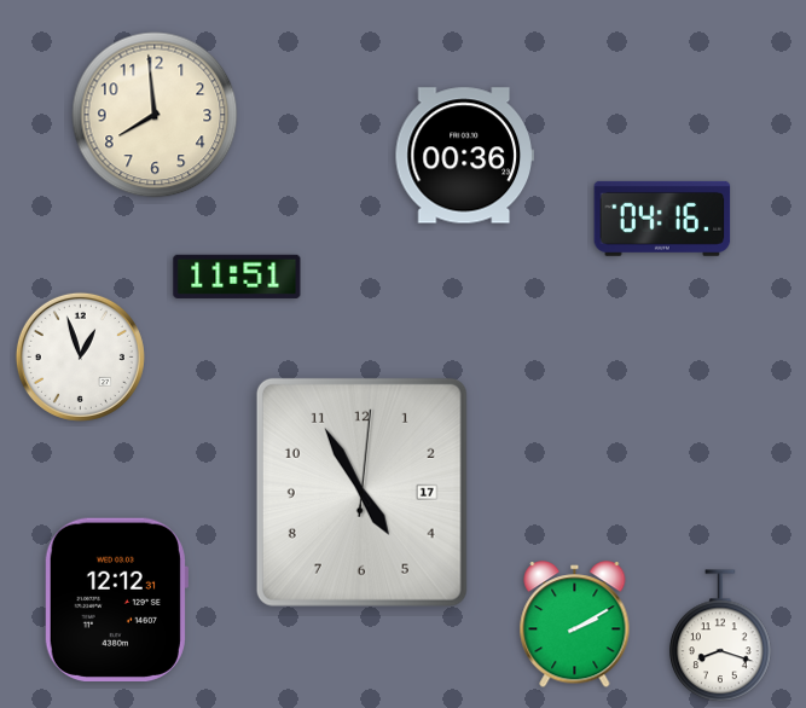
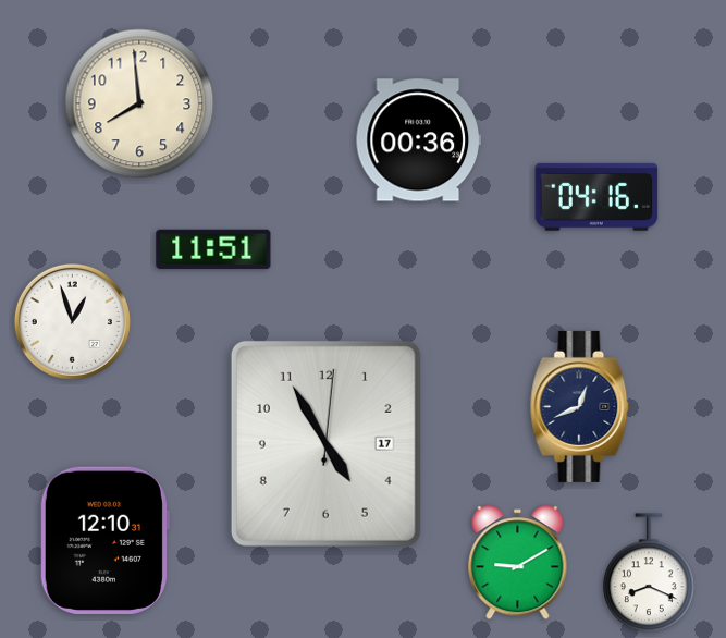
clock at (580, 406): none -> 12:41
clock at (116, 599): 12:12 -> 12:10
clock at (575, 625): 2:10 -> 9:10
clock at (720, 637): 8:18 -> 8:19
